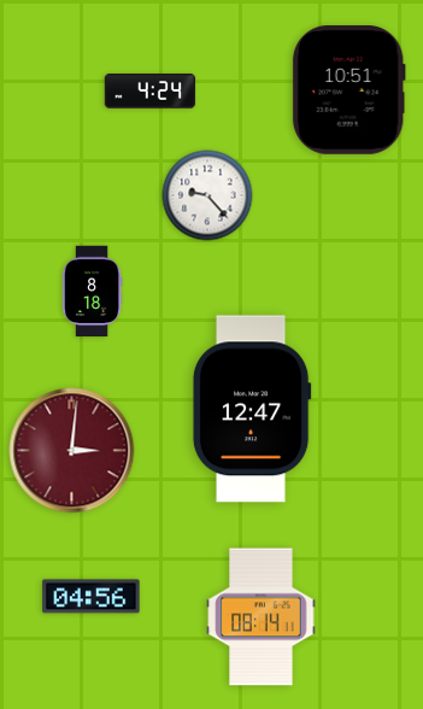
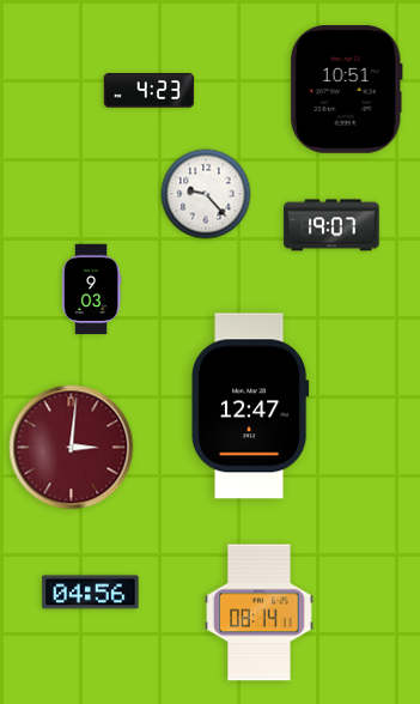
clock at (151, 92): 4:24 -> 4:23
clock at (331, 225): none -> 19:07
clock at (92, 292): 8:18 -> 9:03
